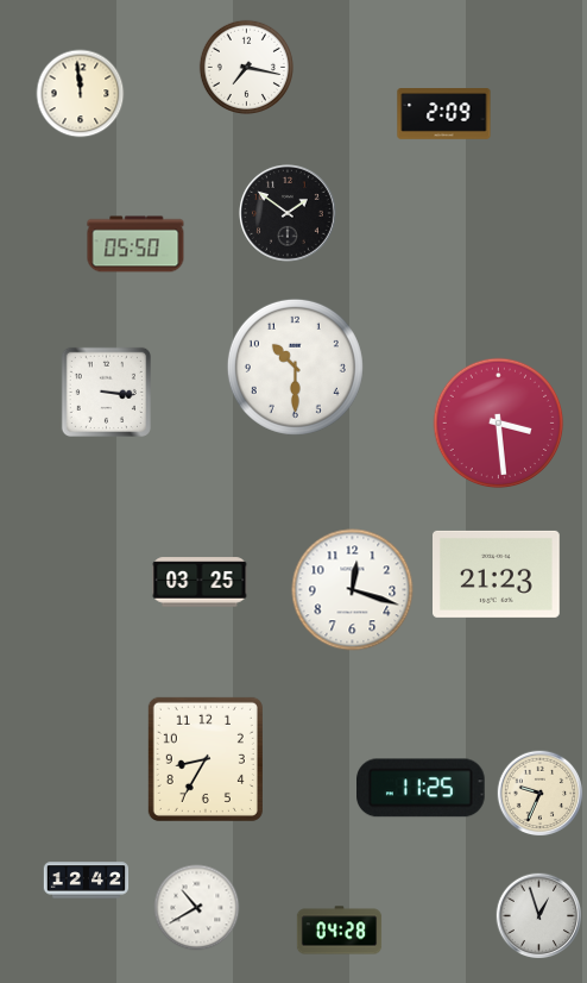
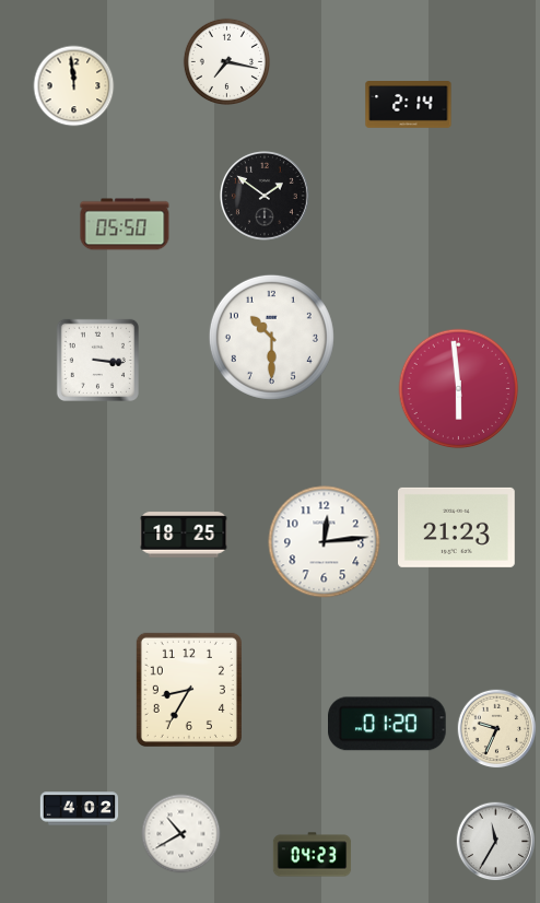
clock at (444, 114): 2:09 -> 2:14
clock at (499, 424): 3:29 -> 5:59
clock at (200, 582): 03:25 -> 18:25
clock at (353, 590): 12:18 -> 12:14
clock at (206, 759) position: (206, 759) -> (189, 690)
clock at (422, 788): 11:25 -> 01:20
clock at (87, 881): 12:42 -> 4:02
clock at (539, 916): 12:57 -> 11:35
clock at (340, 931): 04:28 -> 04:23
